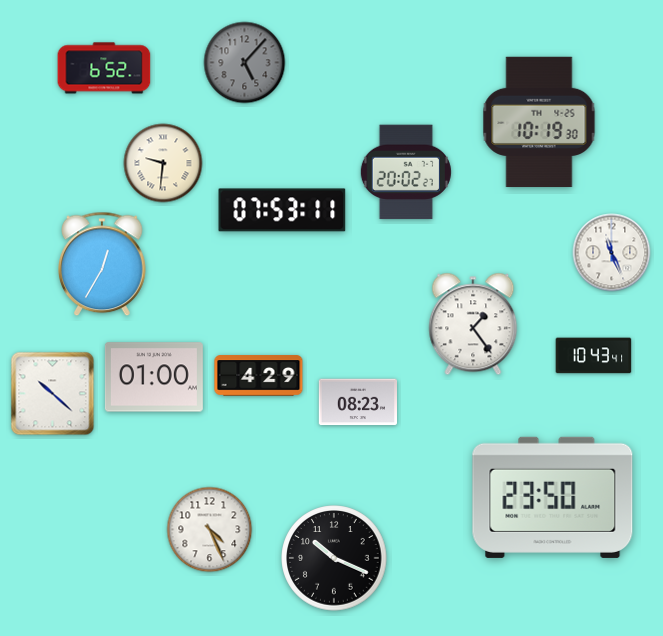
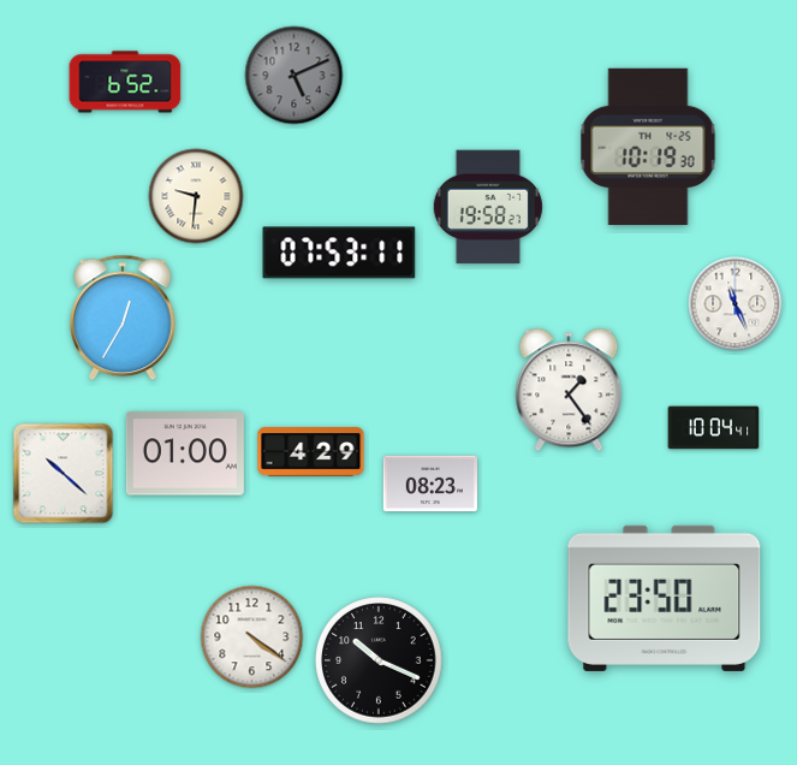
clock at (245, 63): 5:07 -> 5:11
clock at (406, 172): 20:02 -> 19:58
clock at (594, 356): 10:43 -> 10:04
clock at (210, 530): 4:26 -> 4:21
clock at (334, 558) position: (334, 558) -> (379, 660)
